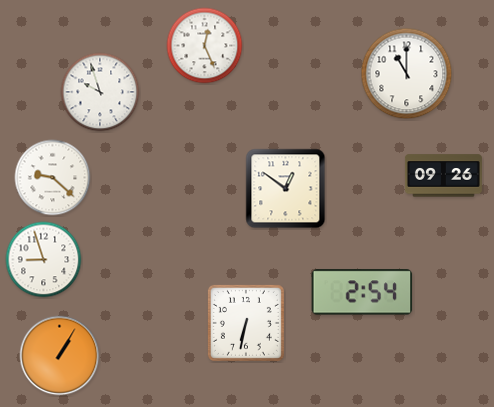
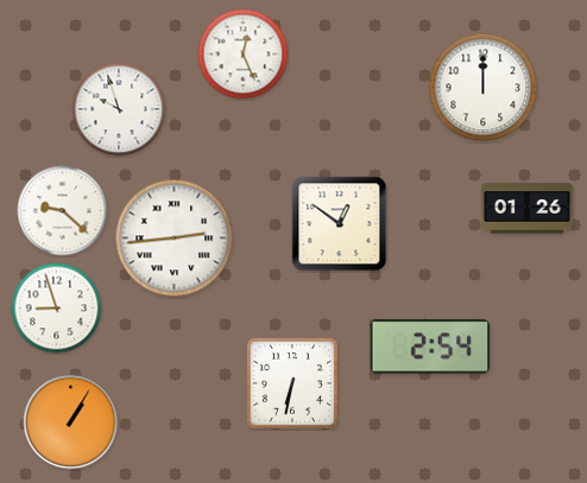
clock at (407, 74): 11:00 -> 12:00
clock at (443, 176): 09:26 -> 01:26
clock at (175, 239): none -> 2:44
clock at (44, 260) position: (44, 260) -> (57, 309)
